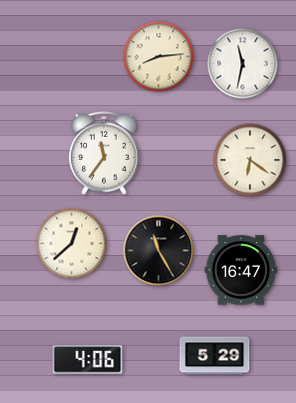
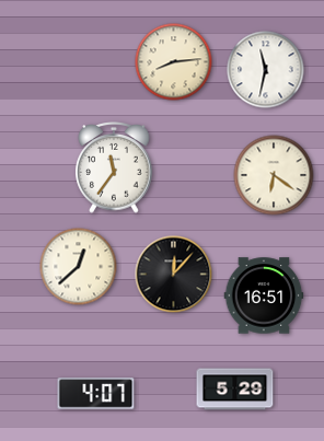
clock at (159, 251): 11:25 -> 12:07
clock at (241, 270): 16:47 -> 16:51
clock at (88, 360): 4:06 -> 4:07
